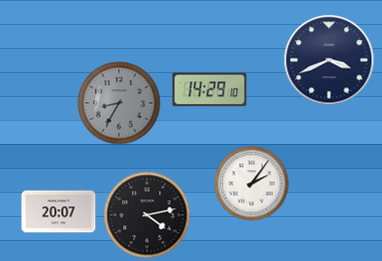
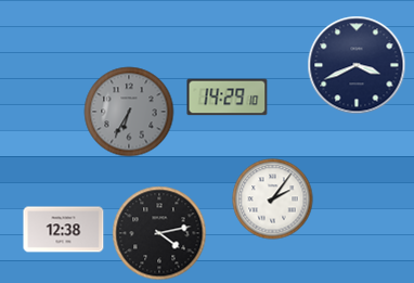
clock at (119, 103): 8:35 -> 6:35
clock at (59, 212): 20:07 -> 12:38
